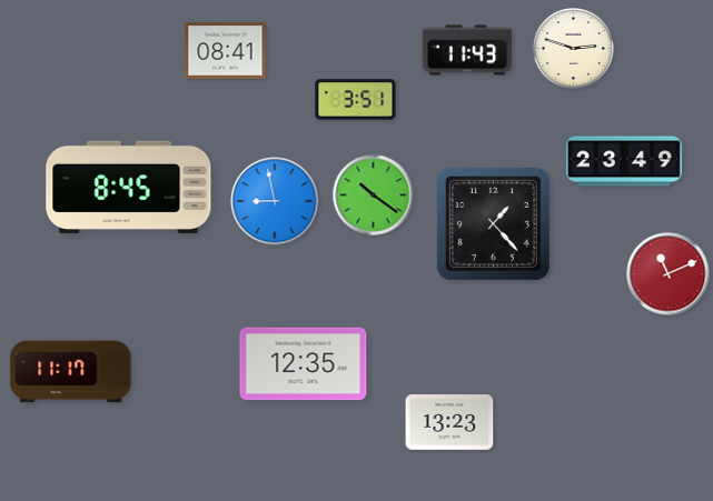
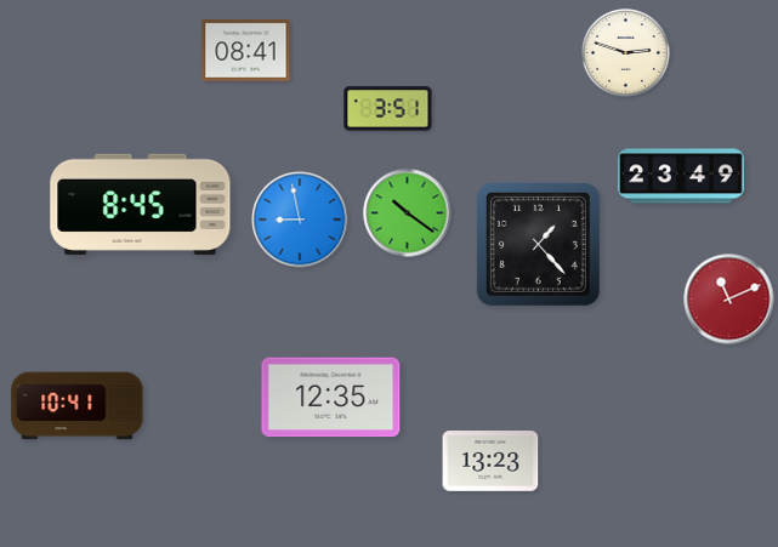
clock at (467, 50): 11:43 -> none
clock at (226, 51) position: (226, 51) -> (246, 51)
clock at (71, 372): 11:17 -> 10:41
